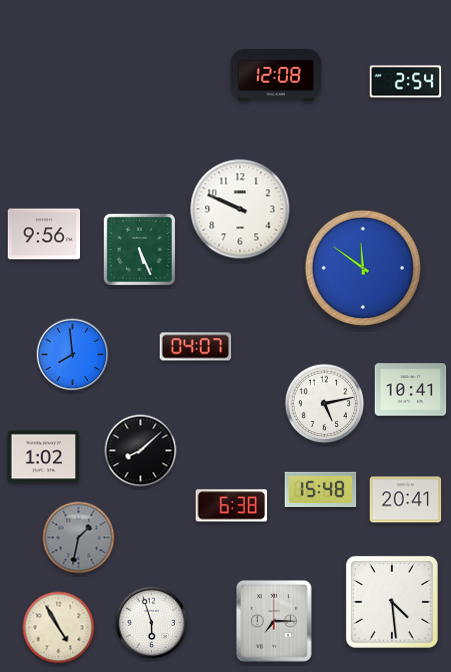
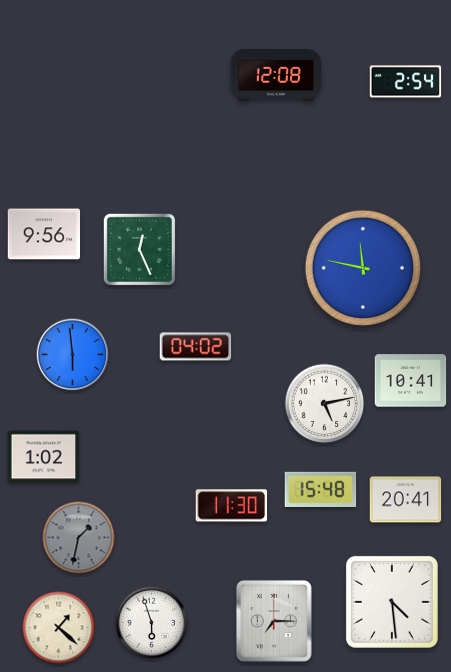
clock at (240, 209): 9:49 -> none
clock at (139, 249): 5:26 -> 12:26
clock at (363, 268): 11:51 -> 11:47
clock at (196, 347): 04:07 -> 04:02
clock at (73, 355): 7:59 -> 5:59
clock at (411, 390) position: (411, 390) -> (411, 381)
clock at (141, 451): 8:08 -> none
clock at (232, 506): 6:38 -> 11:30
clock at (59, 628): 4:55 -> 1:22
